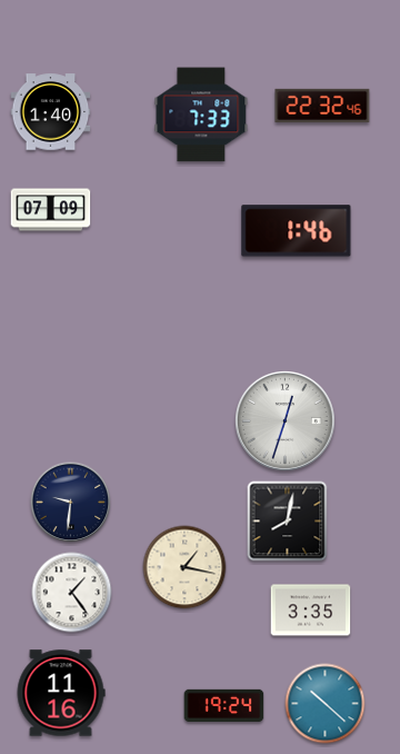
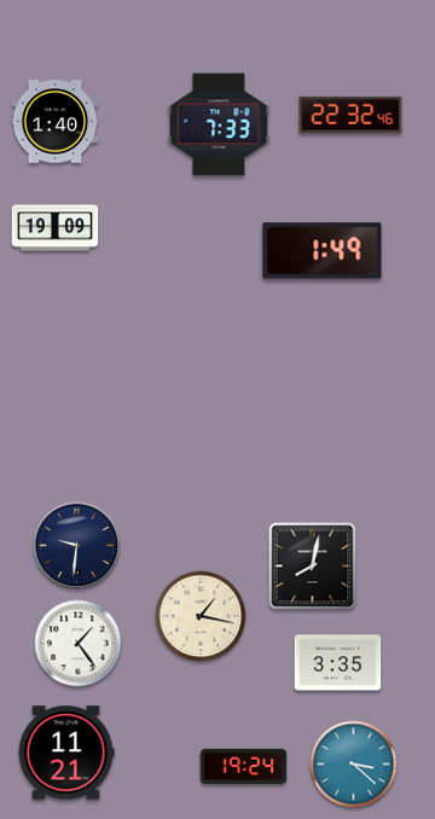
clock at (51, 210): 07:09 -> 19:09
clock at (297, 231): 1:46 -> 1:49
clock at (286, 421): 12:33 -> none
clock at (61, 693): 11:16 -> 11:21
clock at (326, 704): 10:22 -> 3:22
